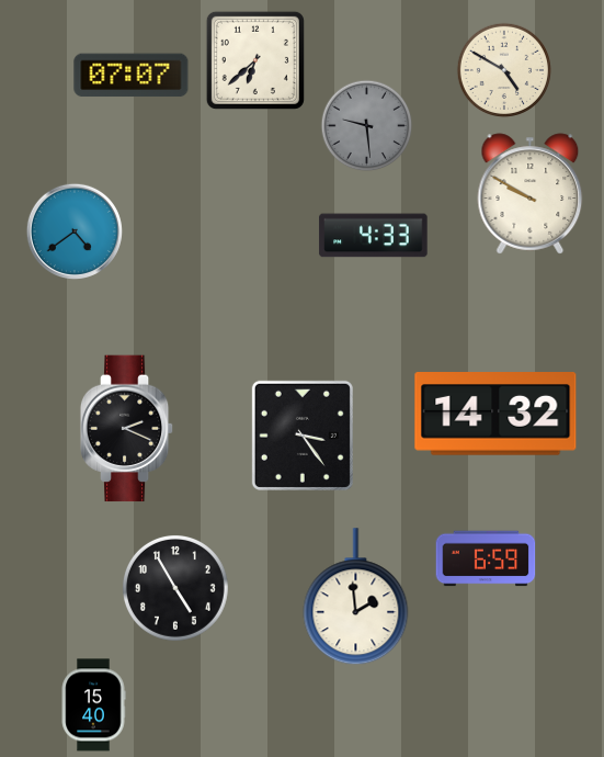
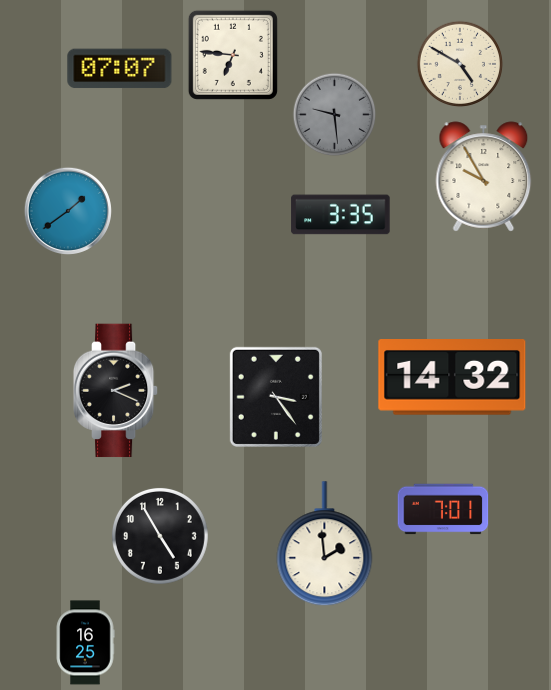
clock at (255, 60): 6:38 -> 6:46
clock at (531, 194): 9:50 -> 9:55
clock at (75, 231): 4:39 -> 1:39
clock at (374, 236): 4:33 -> 3:35
clock at (486, 558): 6:59 -> 7:01
clock at (93, 705): 15:40 -> 16:25
